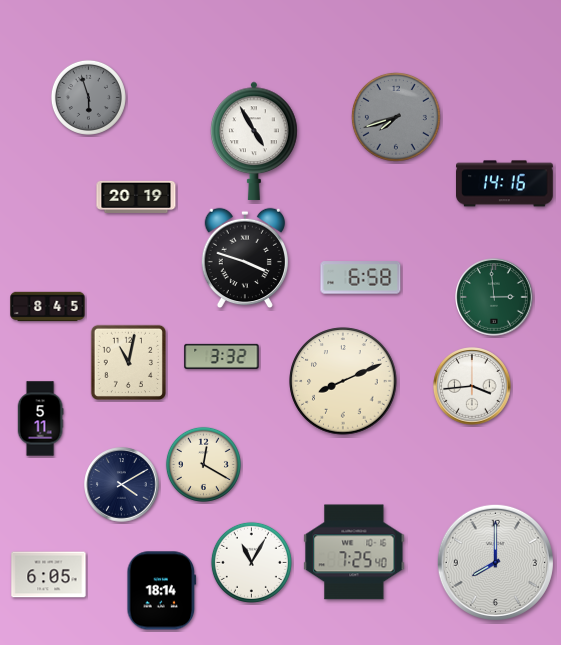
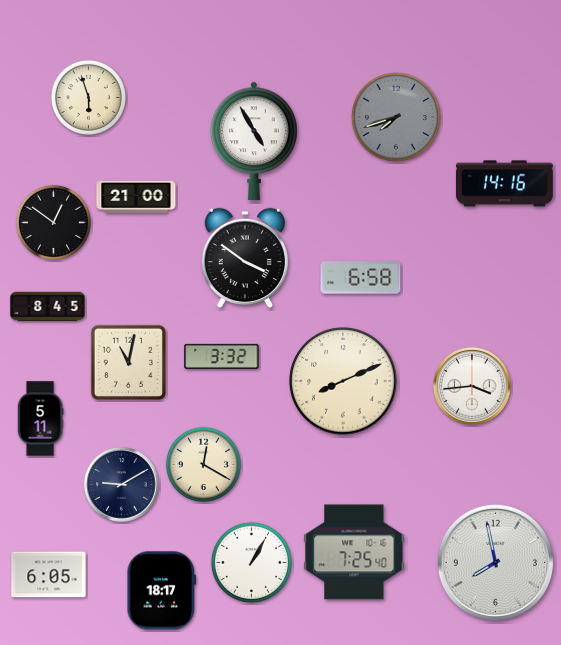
clock at (88, 97) dial: grey -> cream
clock at (136, 197): 20:19 -> 21:00
clock at (53, 222): none -> 12:51
clock at (244, 258): 3:48 -> 3:51
clock at (494, 297): 2:59 -> none
clock at (122, 485): 4:10 -> 9:10
clock at (251, 562): 11:05 -> 1:05
clock at (495, 562): 8:00 -> 7:58
clock at (162, 591): 18:14 -> 18:17
